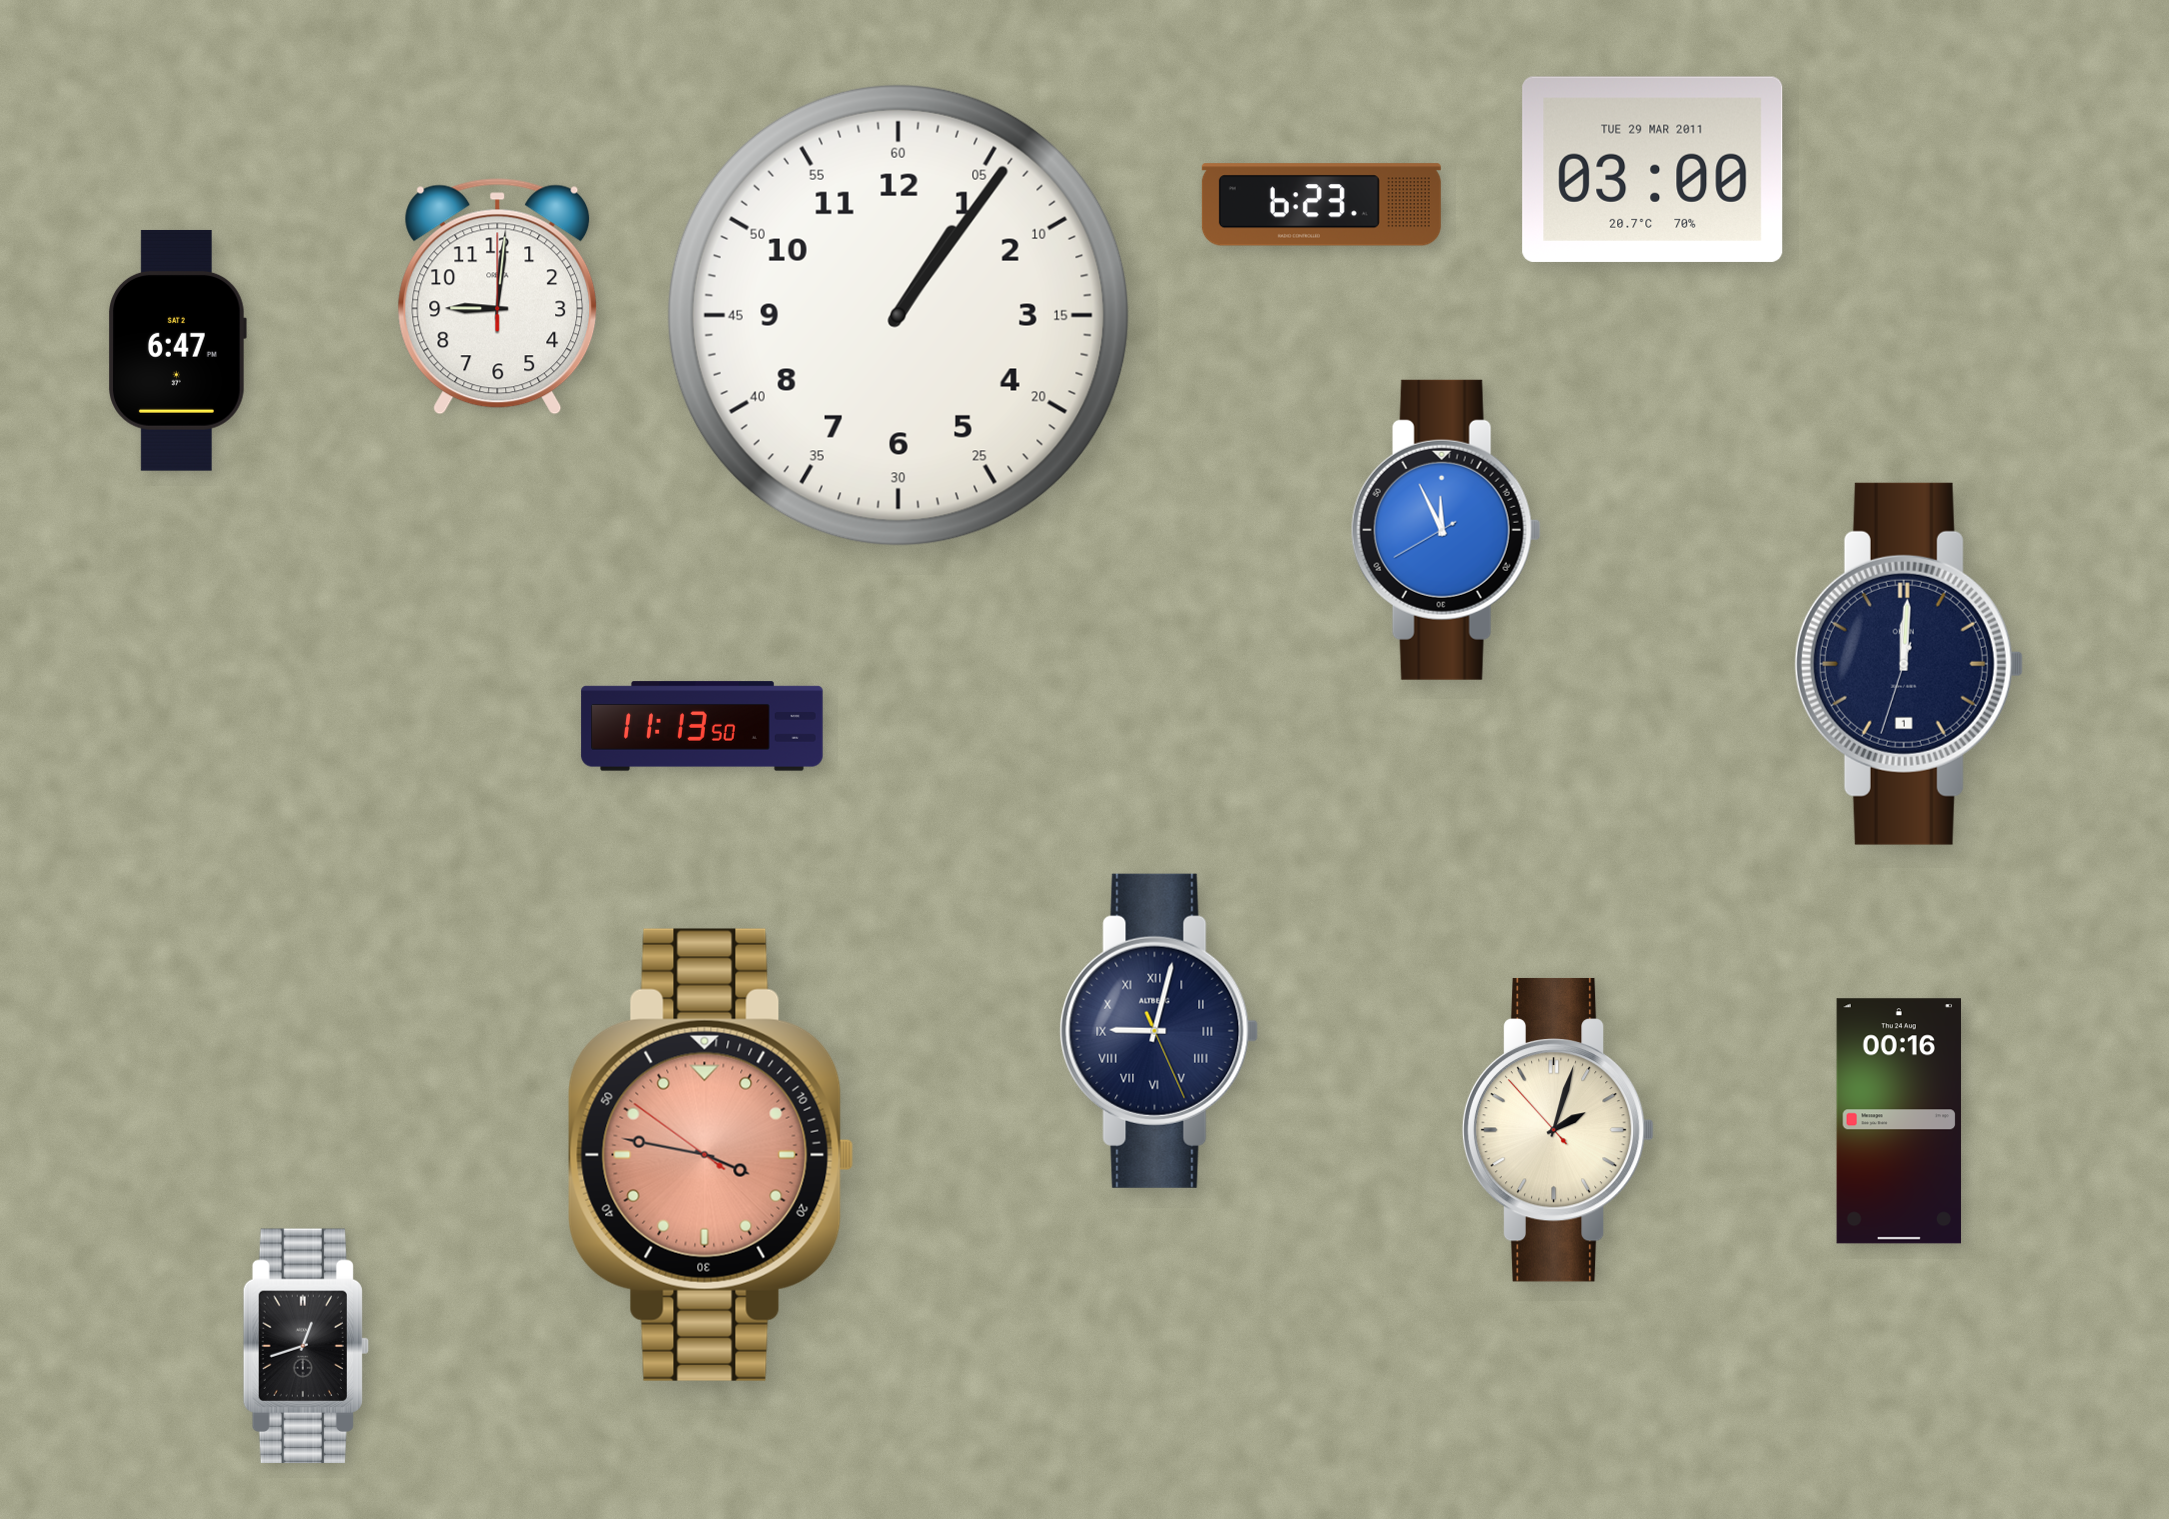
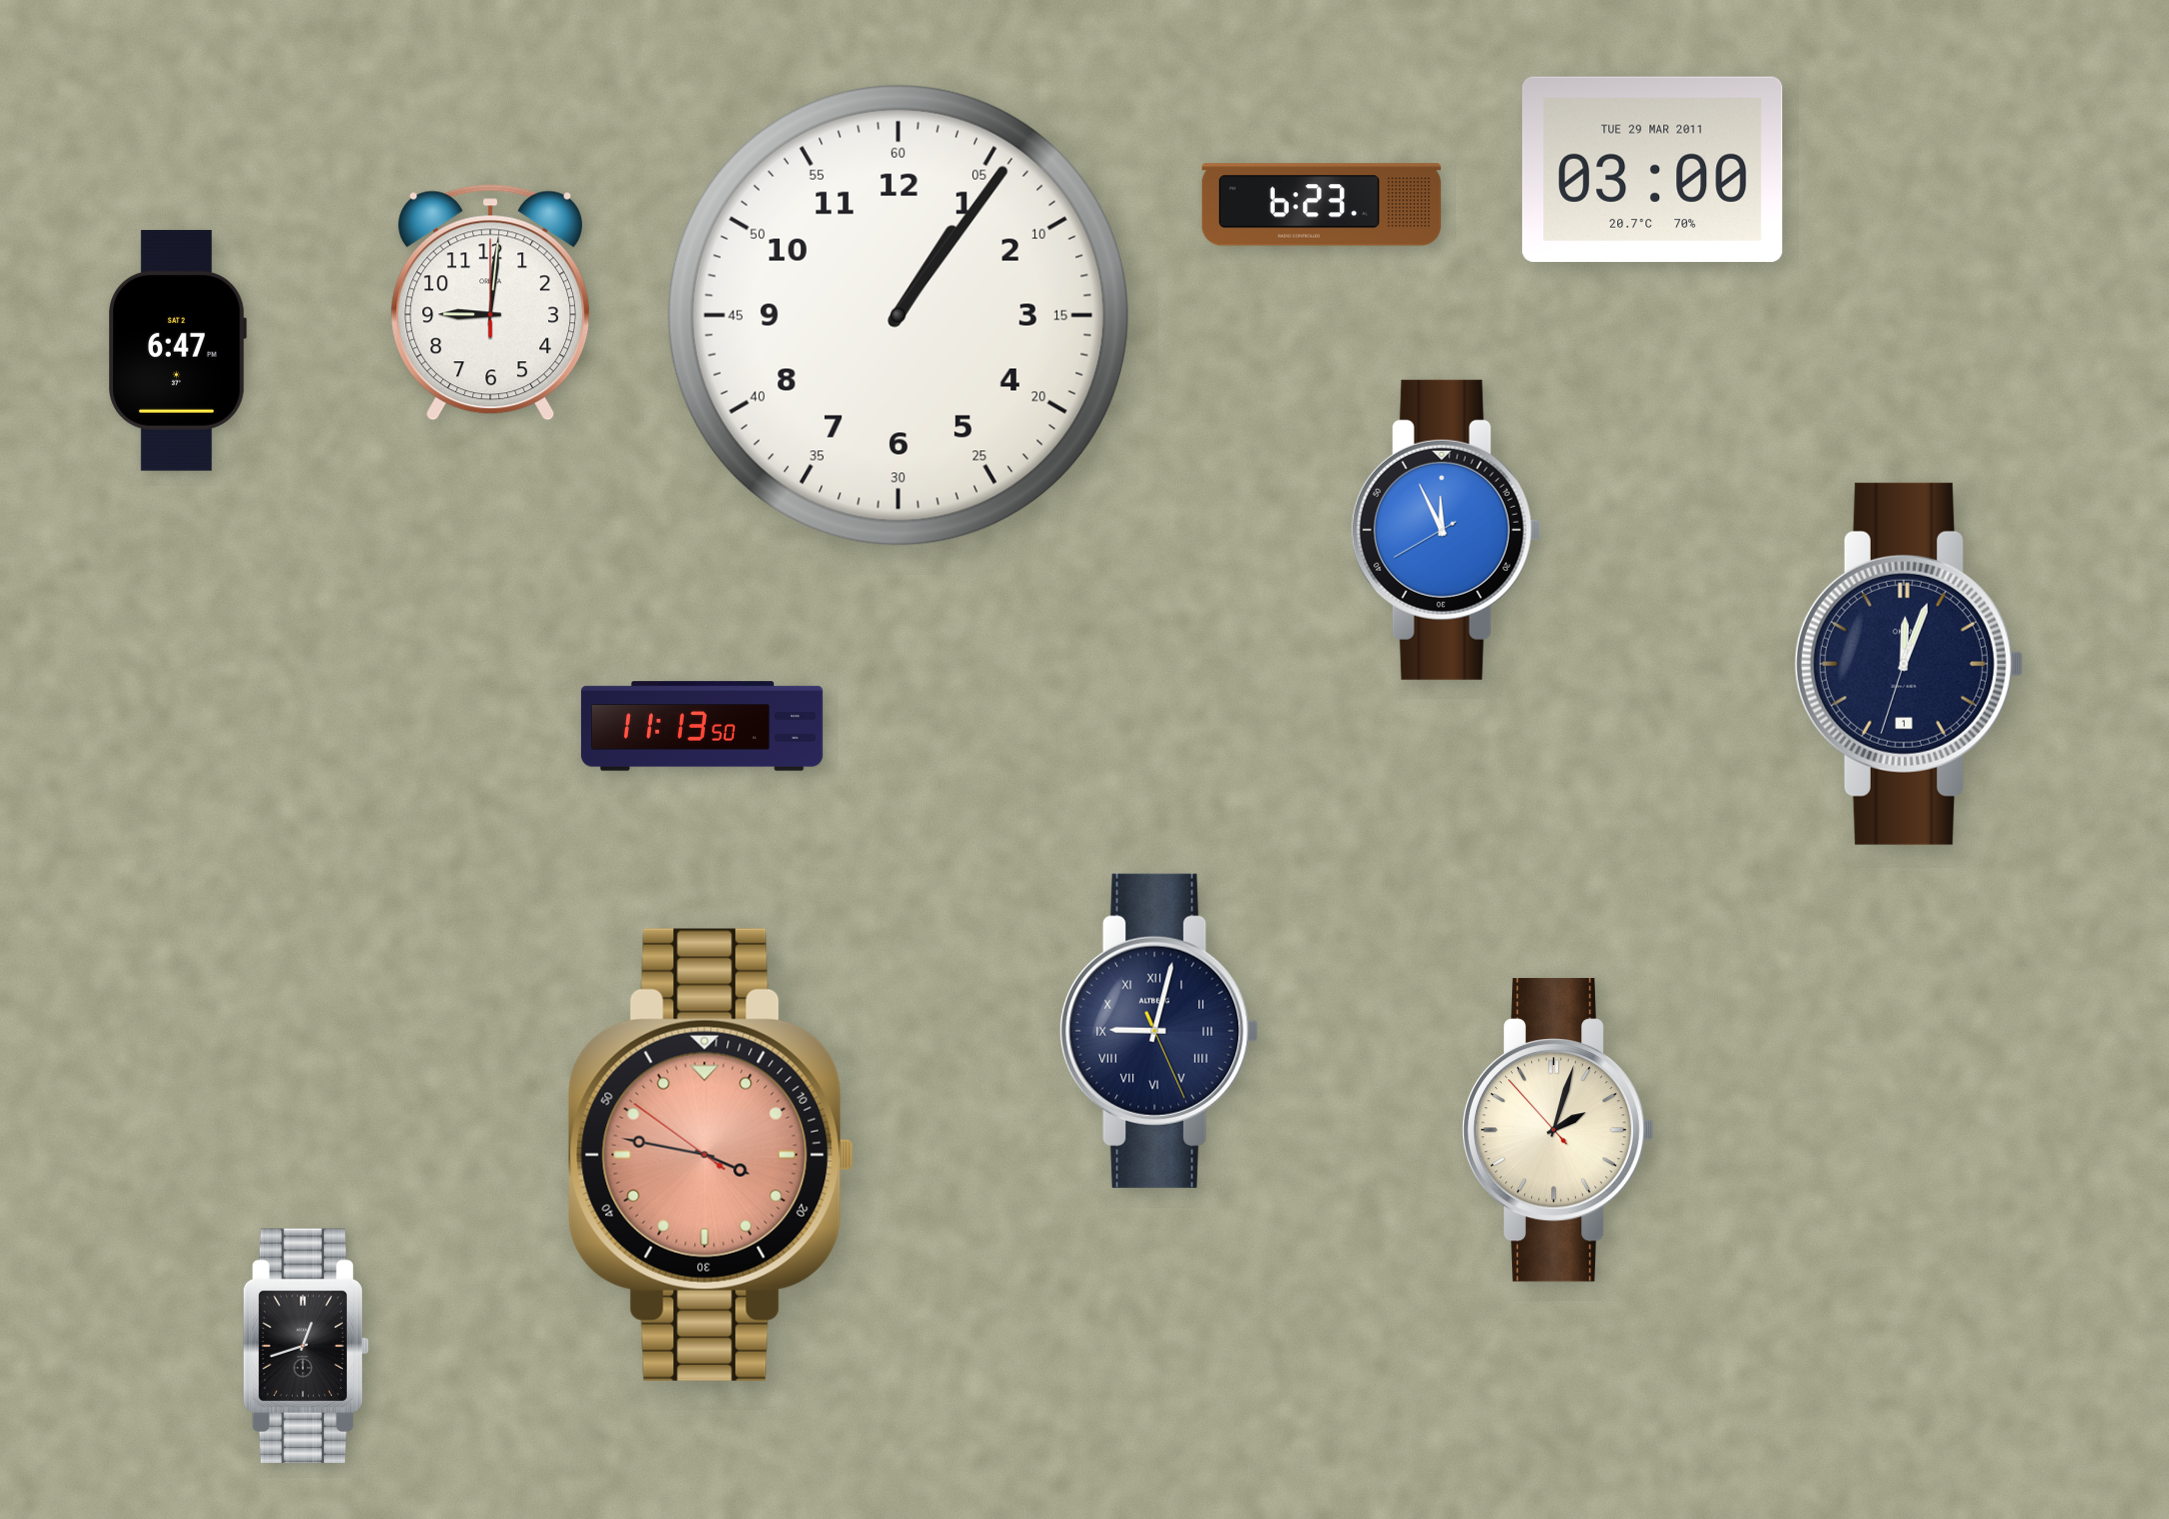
clock at (498, 297) position: (498, 297) -> (491, 303)
clock at (1909, 664): 12:00 -> 12:03
clock at (1898, 1121): 00:16 -> none
